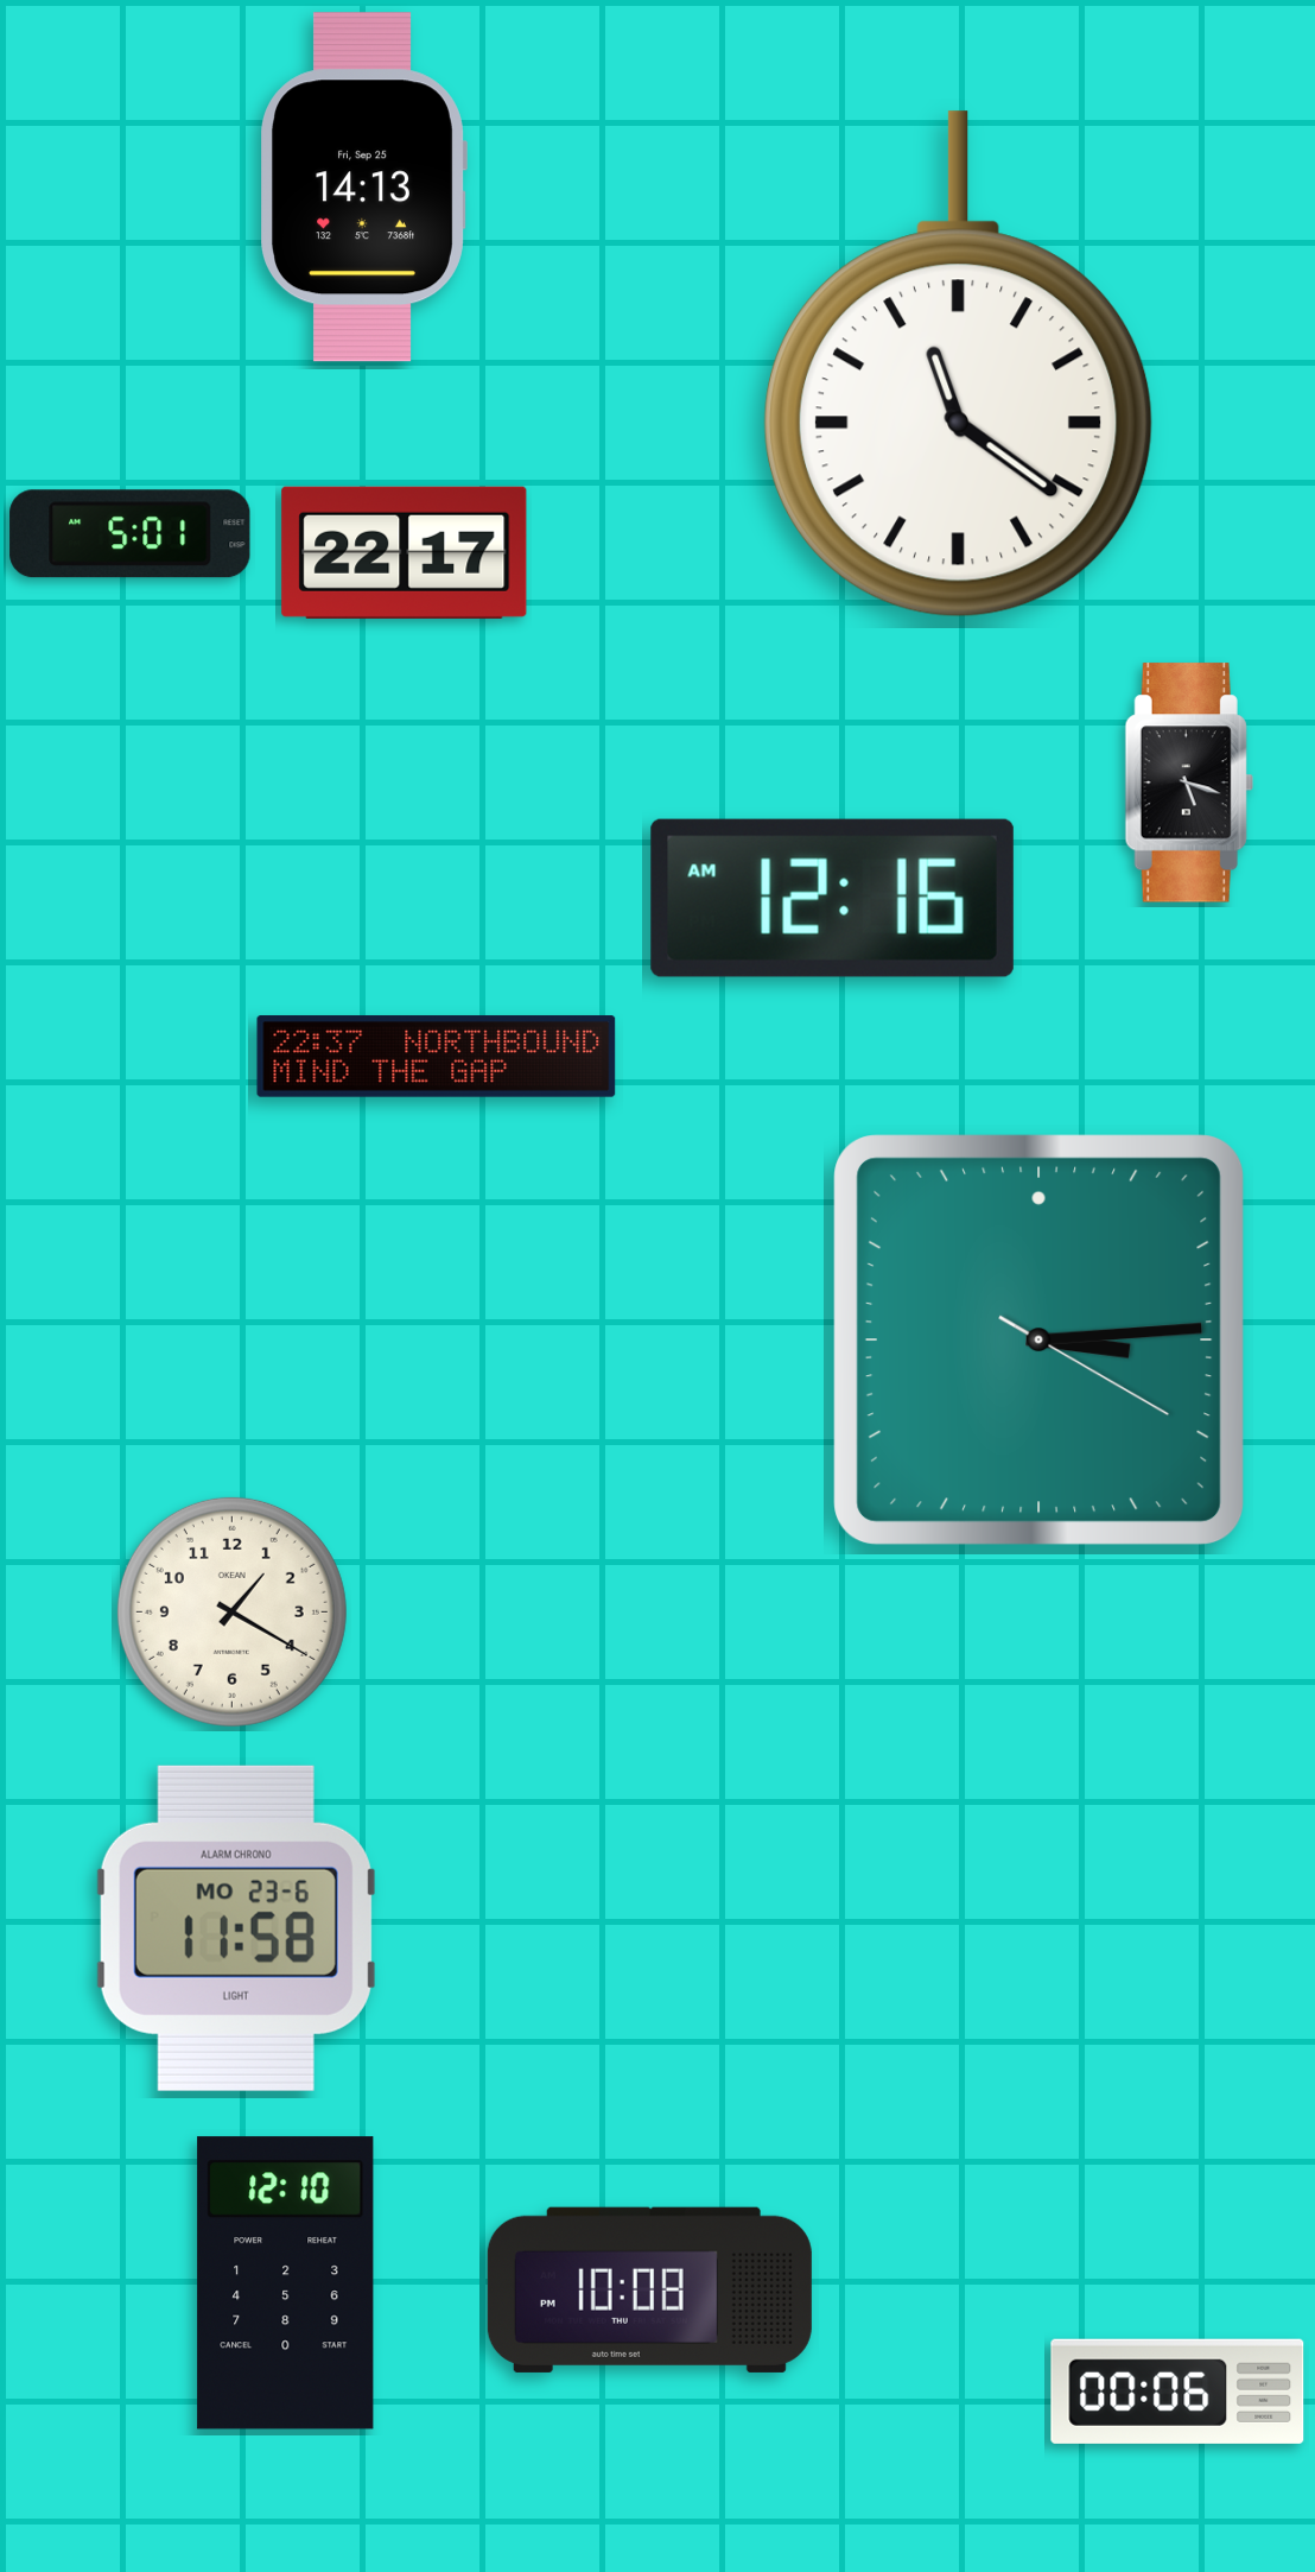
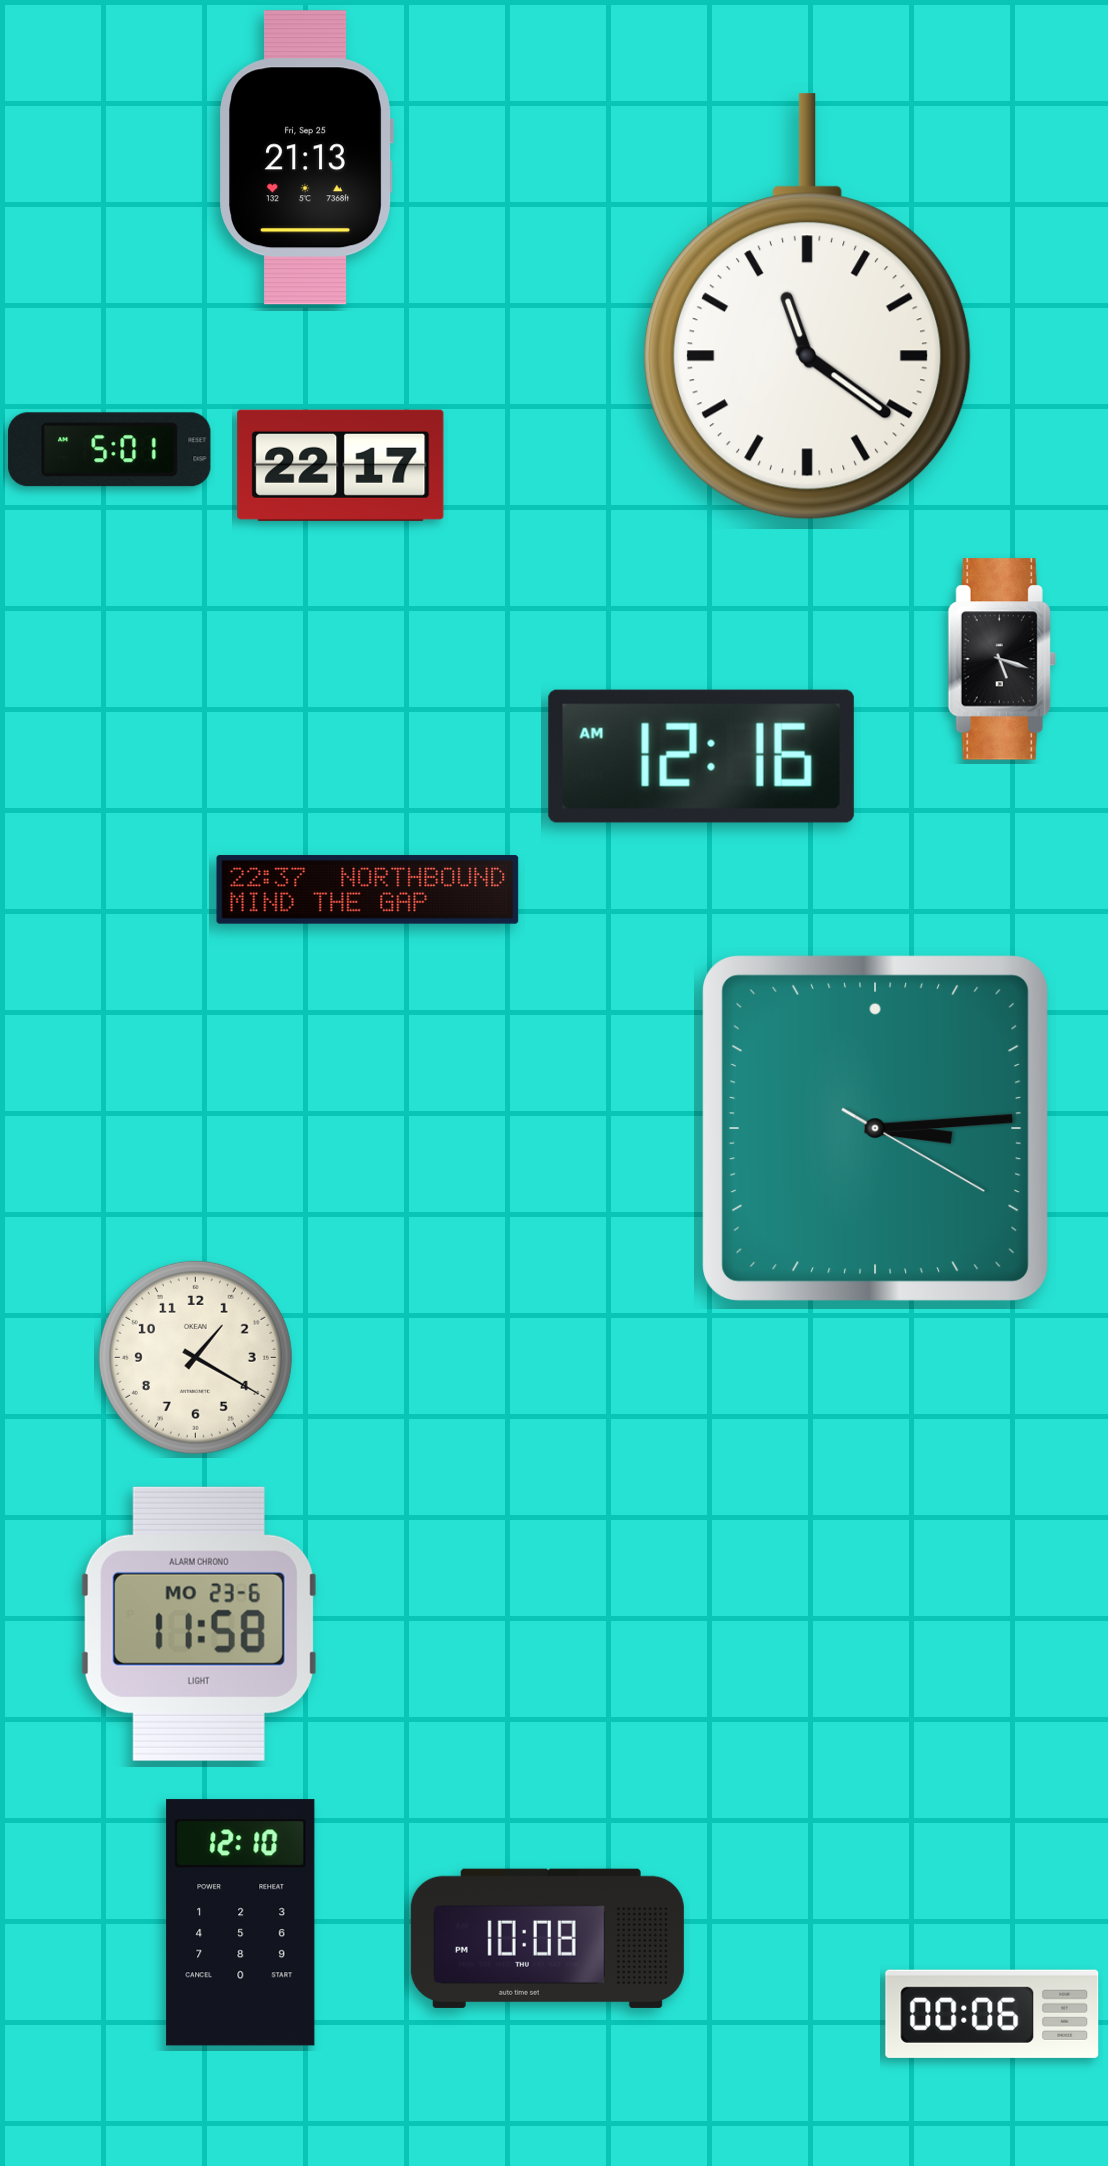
clock at (363, 188): 14:13 -> 21:13
clock at (649, 2289) position: (649, 2289) -> (547, 1938)
